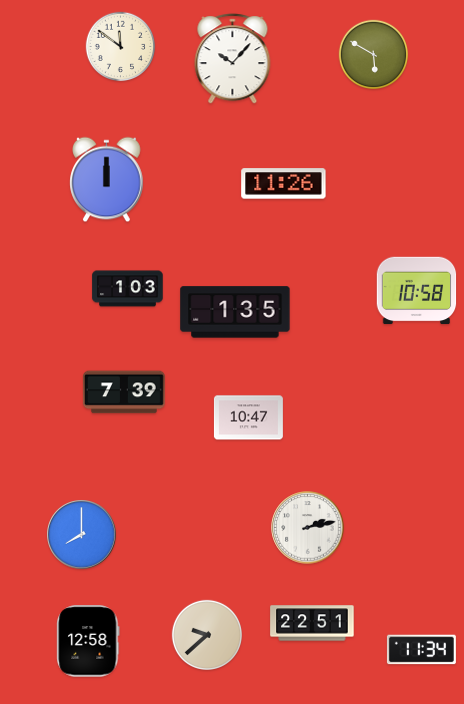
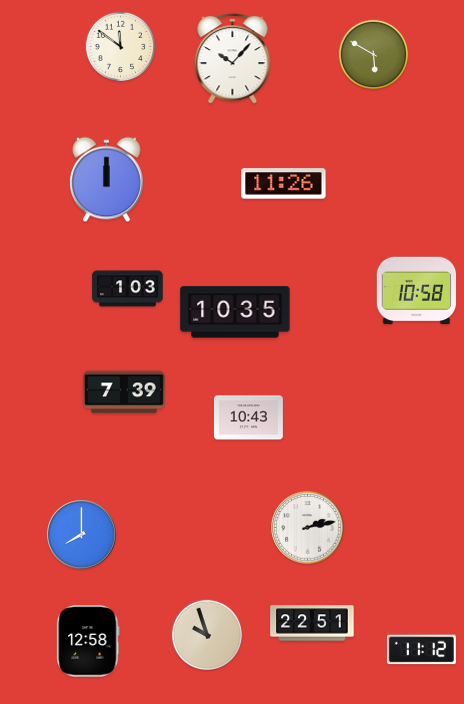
clock at (235, 312): 1:35 -> 10:35
clock at (248, 418): 10:47 -> 10:43
clock at (206, 634): 9:38 -> 9:57
clock at (421, 650): 11:34 -> 11:12
